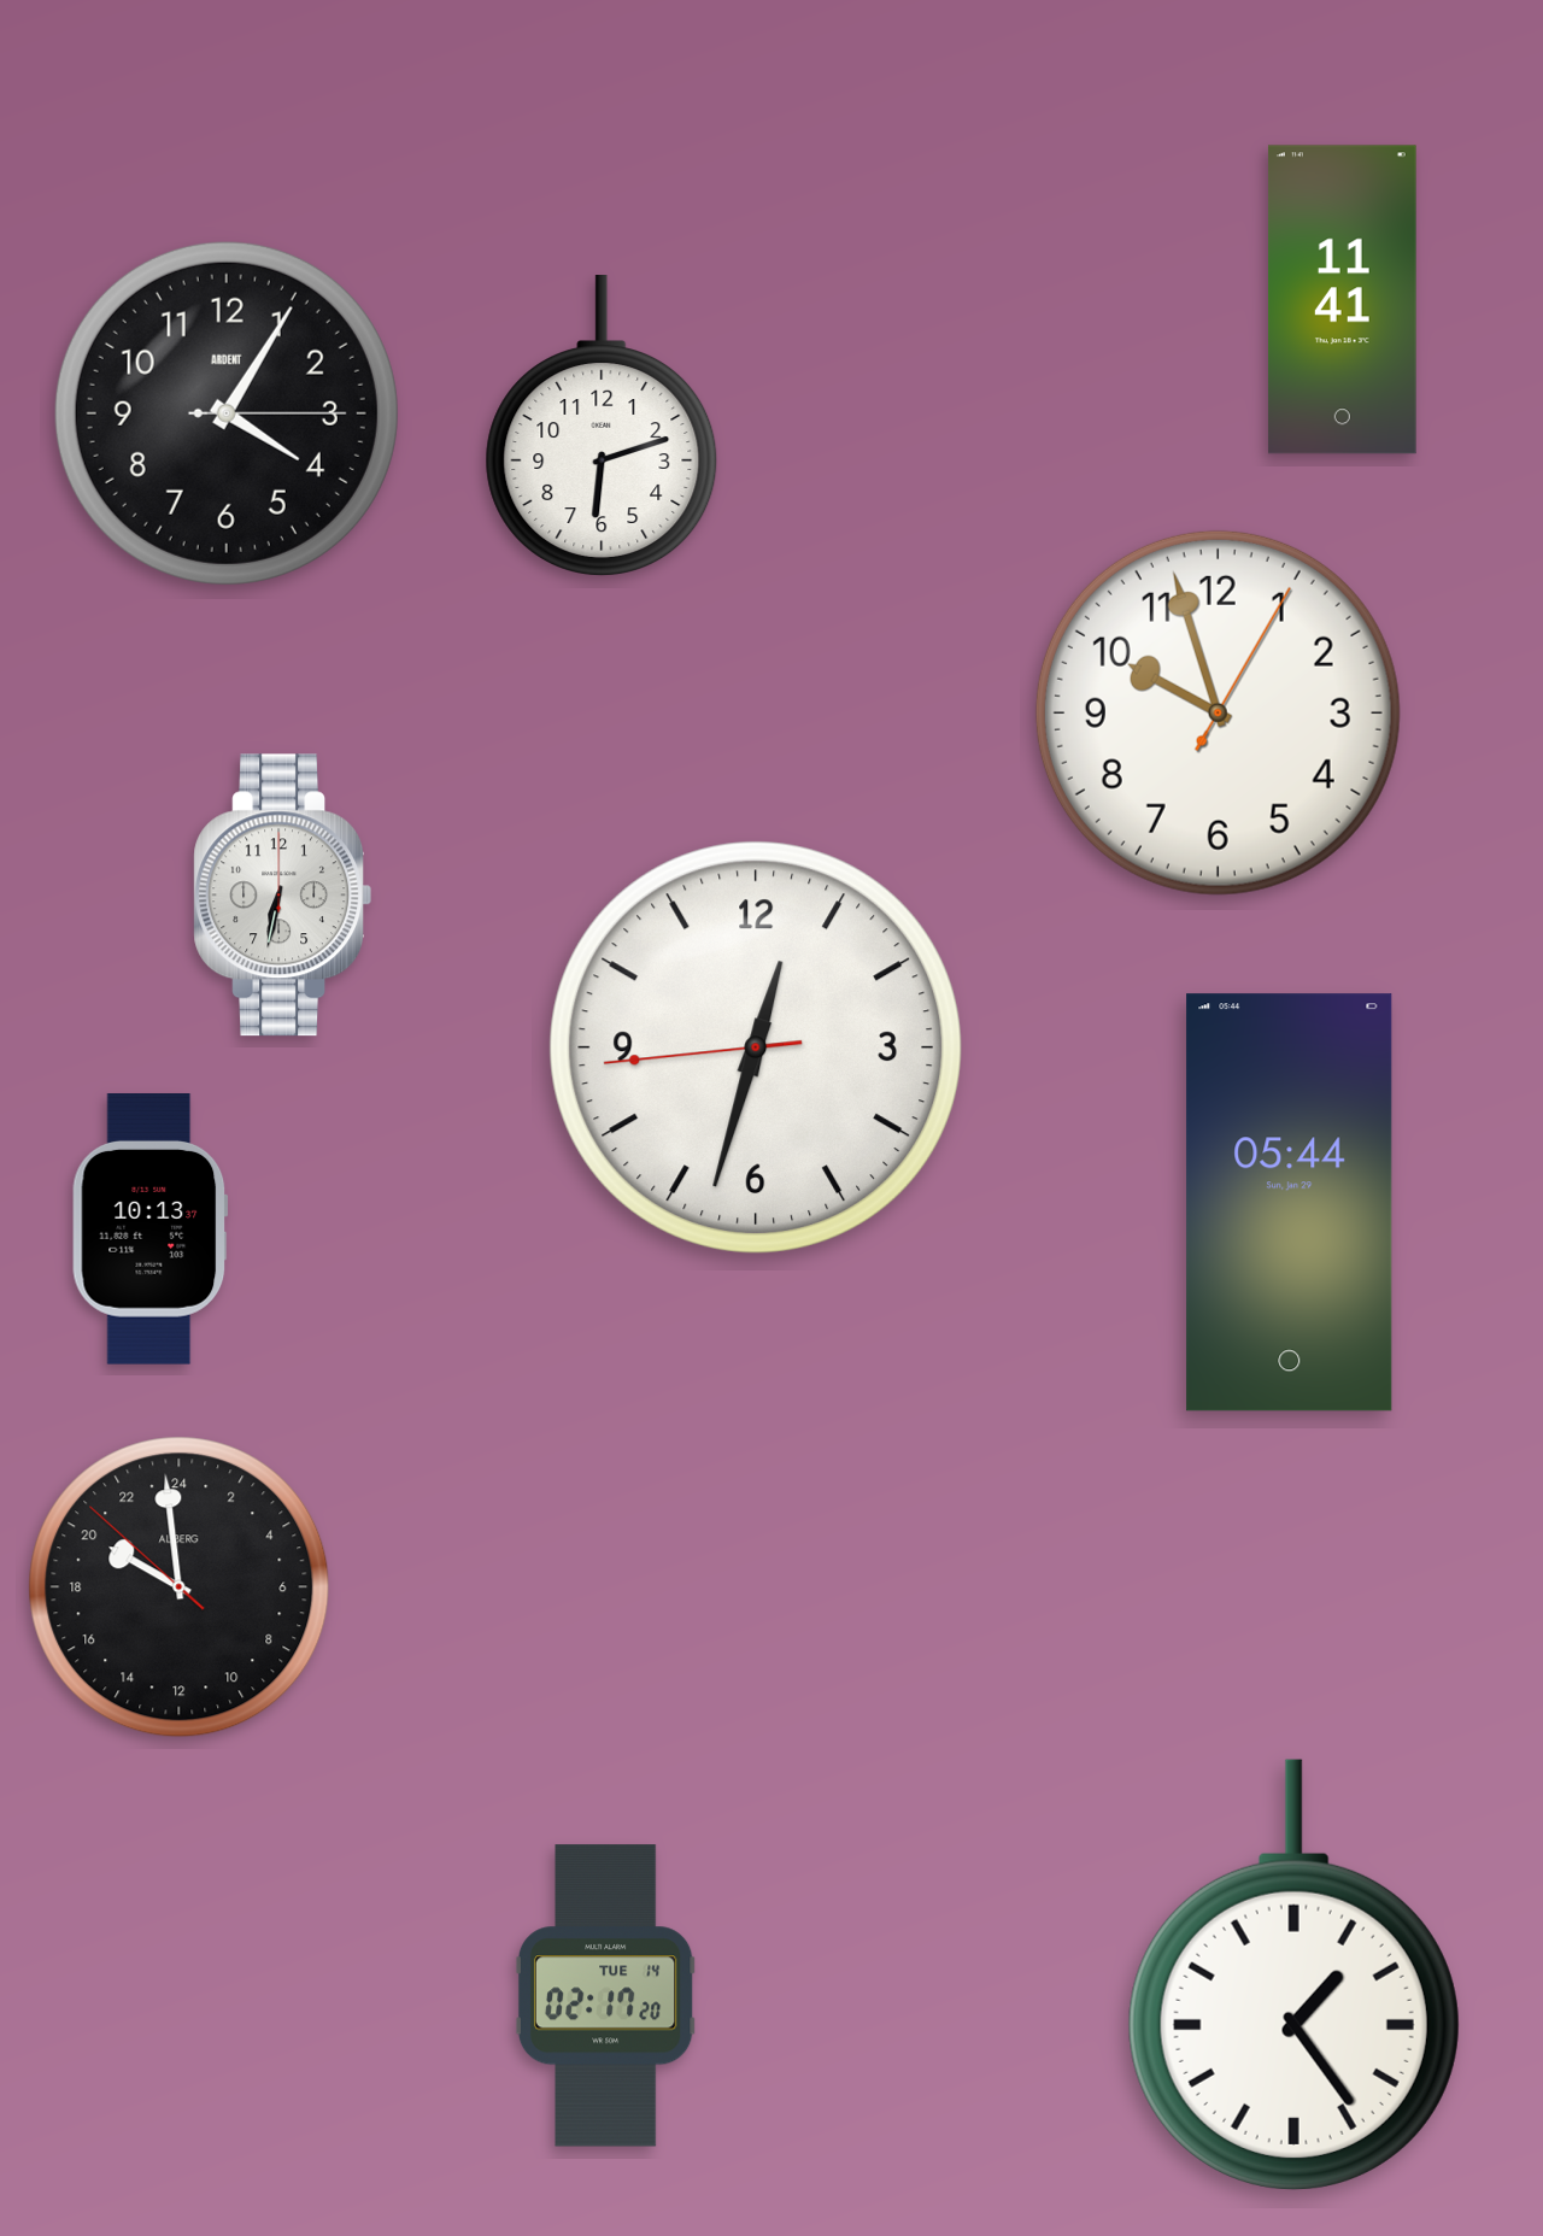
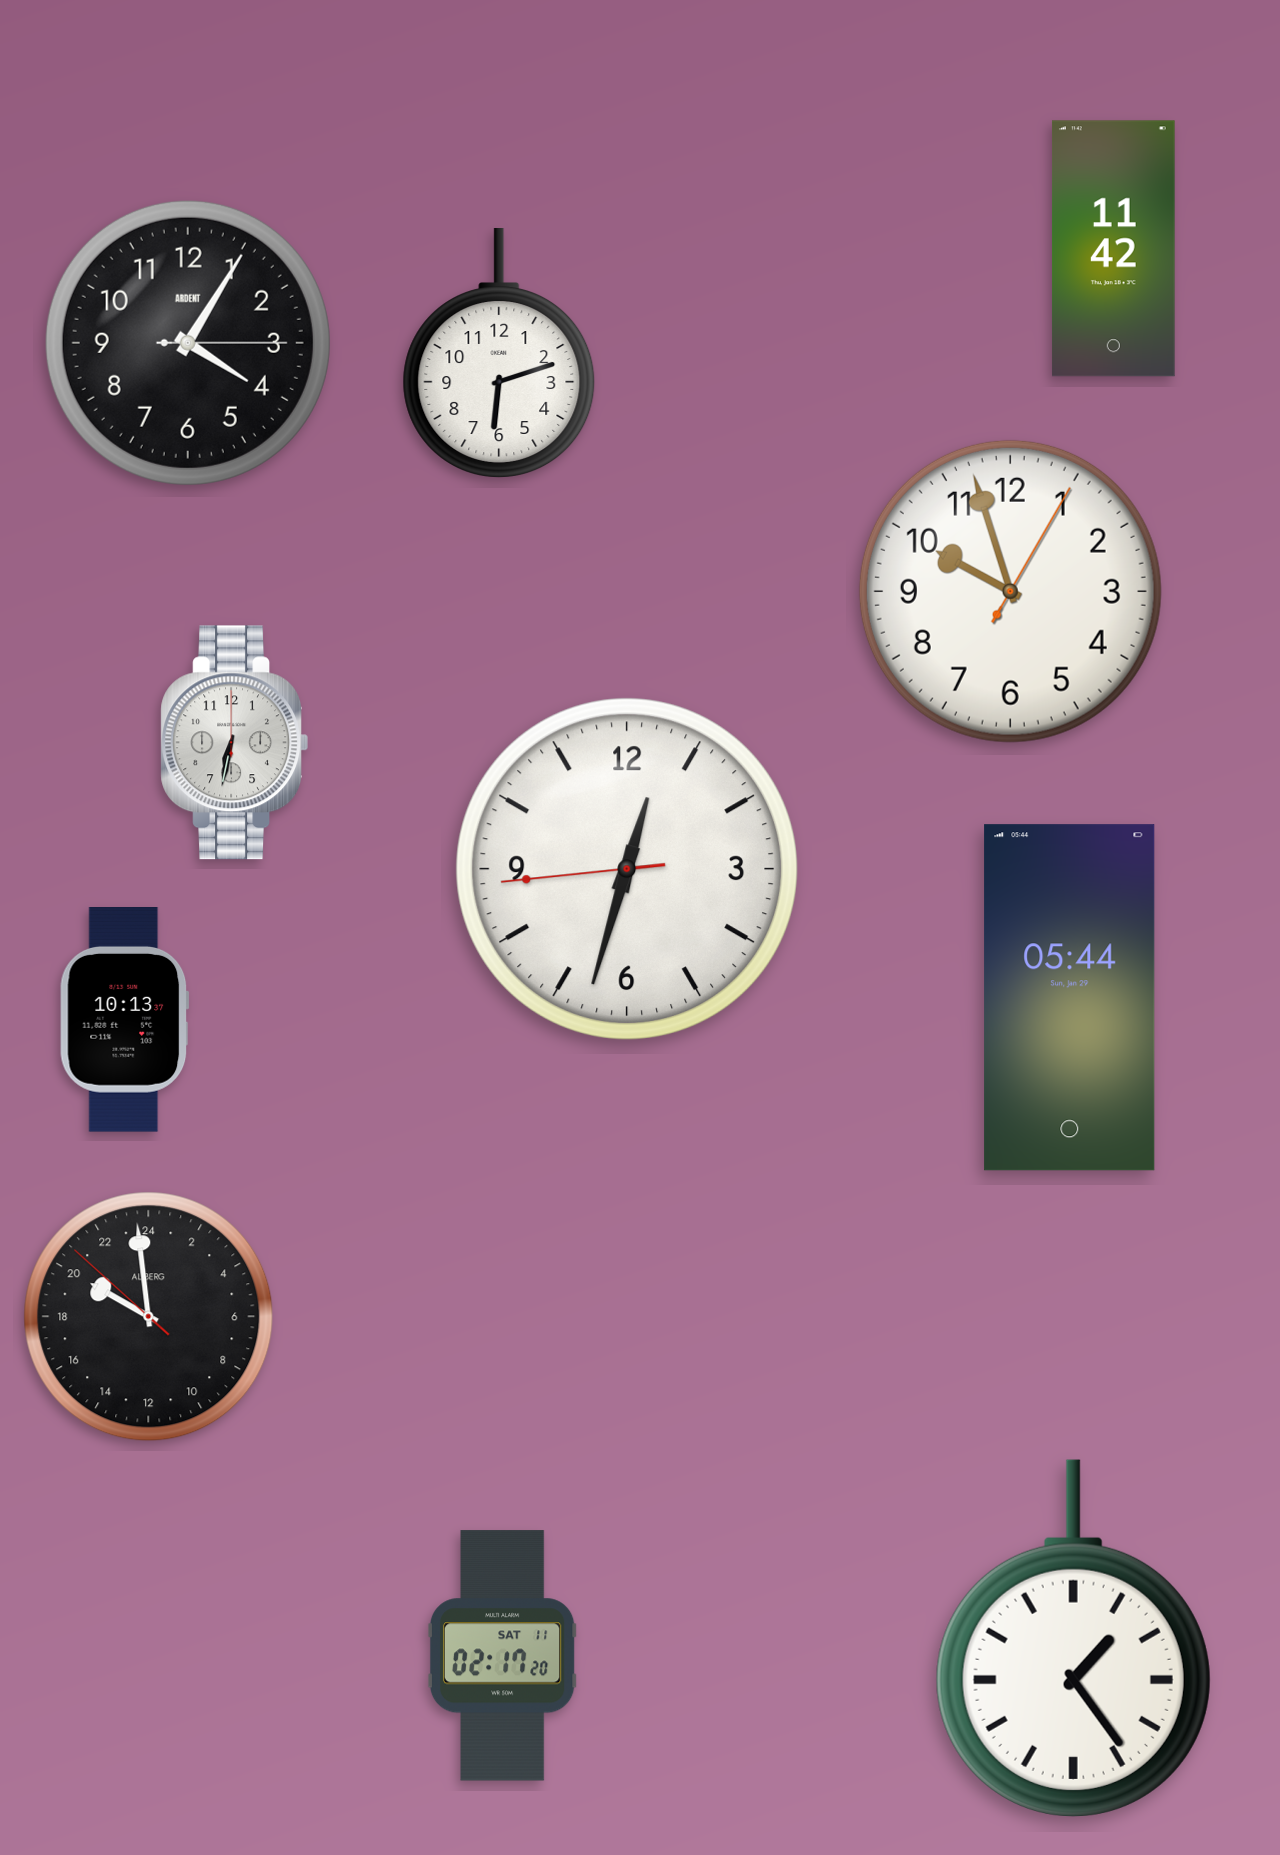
clock at (1342, 300): 11:41 -> 11:42
clock at (605, 1996) date: TUE 14 -> SAT 11
